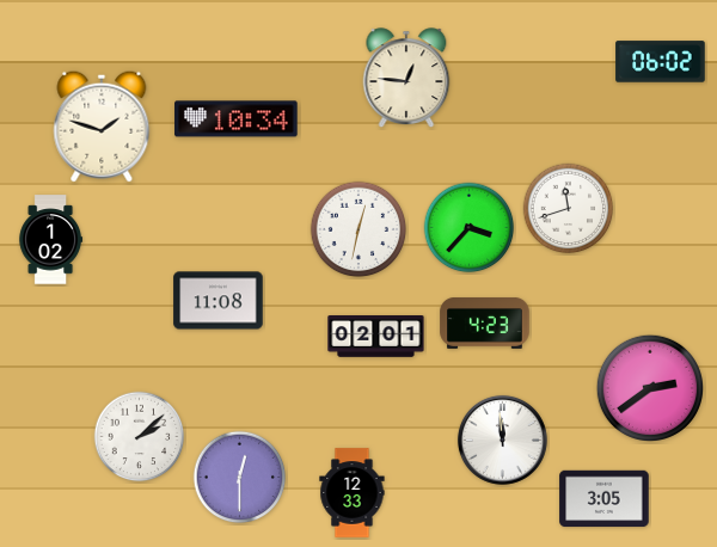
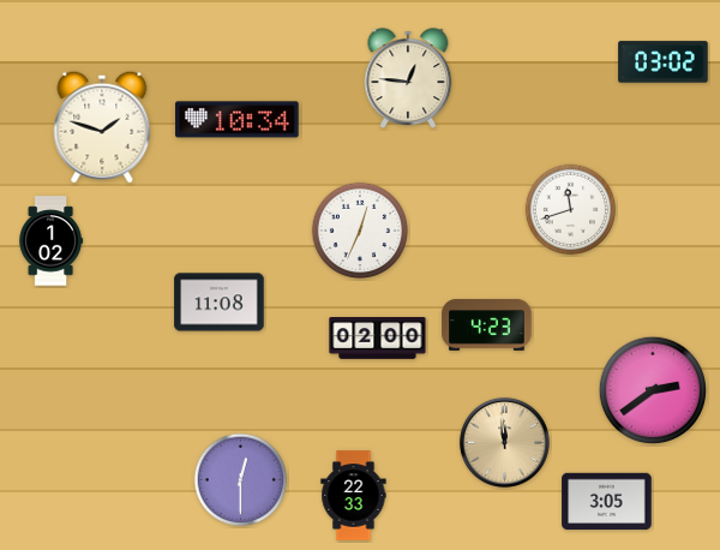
clock at (661, 62): 06:02 -> 03:02
clock at (470, 228): 3:37 -> none
clock at (358, 229): 12:32 -> 12:34
clock at (376, 337): 02:01 -> 02:00
clock at (140, 437): 2:08 -> none
clock at (502, 440) dial: white -> champagne
clock at (353, 493): 12:33 -> 22:33
